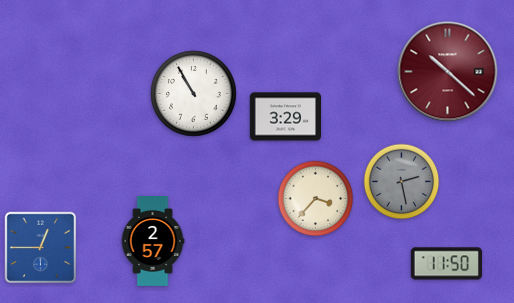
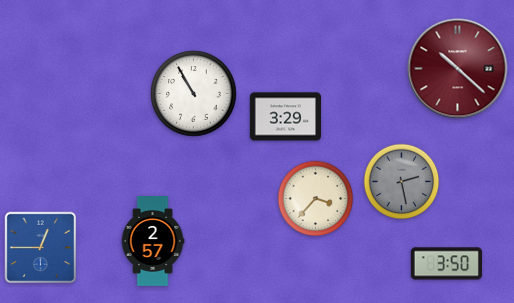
clock at (448, 72) position: (448, 72) -> (458, 69)
clock at (446, 264): 11:50 -> 3:50
